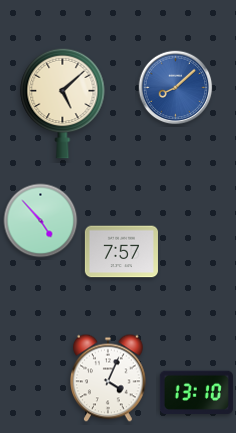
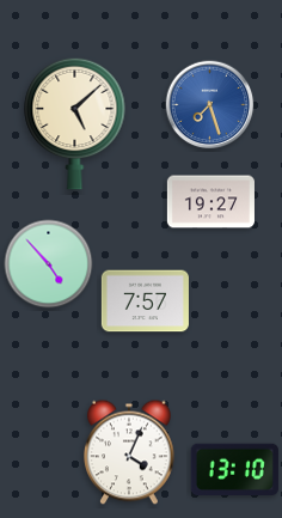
clock at (176, 88): 8:08 -> 7:27
clock at (210, 202): none -> 19:27
